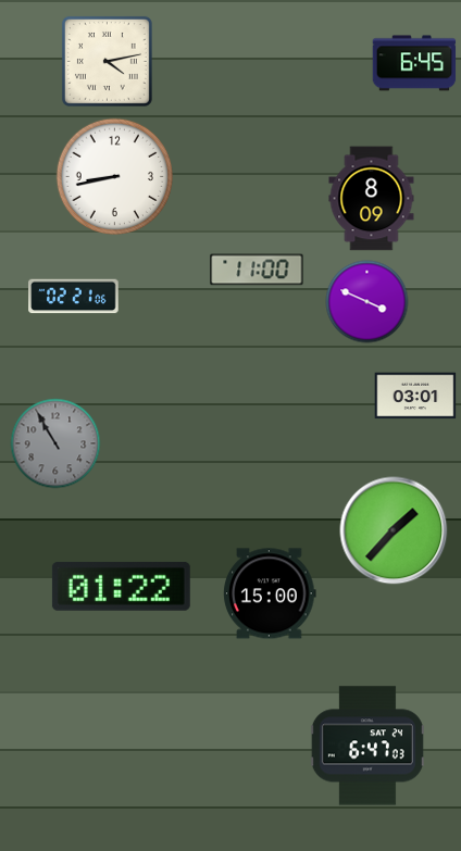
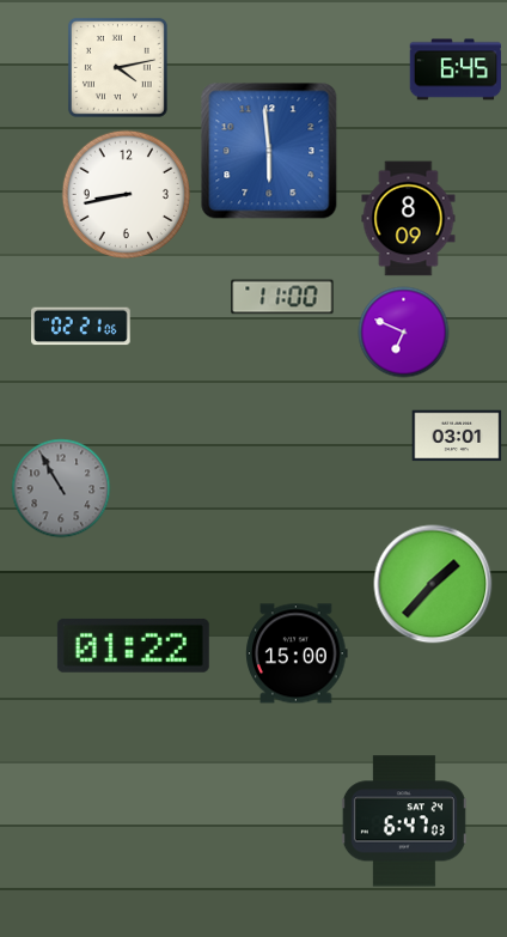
clock at (269, 151): none -> 5:59
clock at (367, 302): 3:49 -> 6:49
